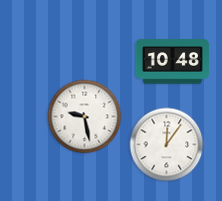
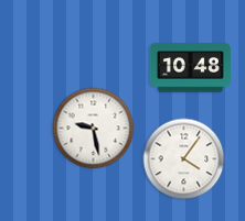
clock at (167, 145): 12:06 -> 4:06
